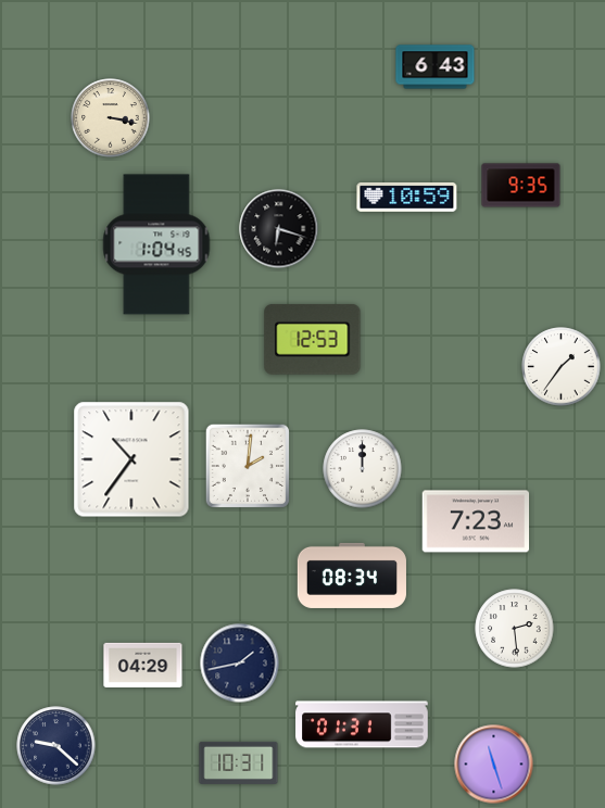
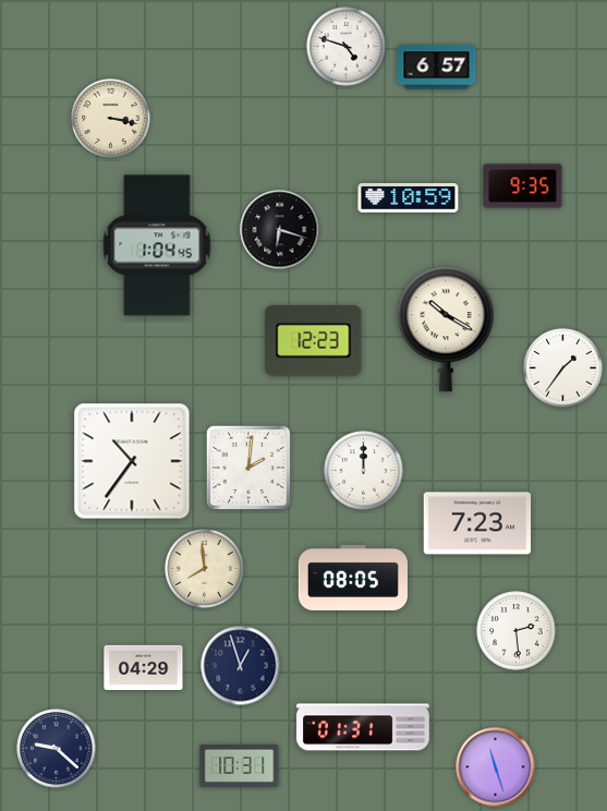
clock at (347, 47): none -> 4:48
clock at (436, 67): 6:43 -> 6:57
clock at (447, 329): none -> 10:20
clock at (313, 340): 12:53 -> 12:23
clock at (205, 569): none -> 7:59
clock at (352, 576): 08:34 -> 08:05
clock at (240, 664): 1:43 -> 12:57
